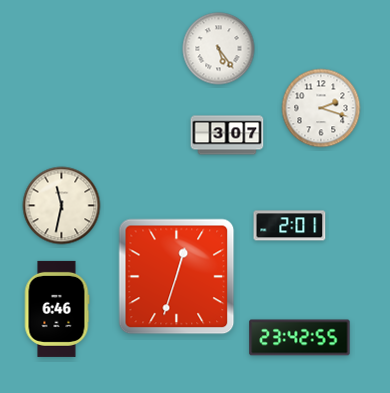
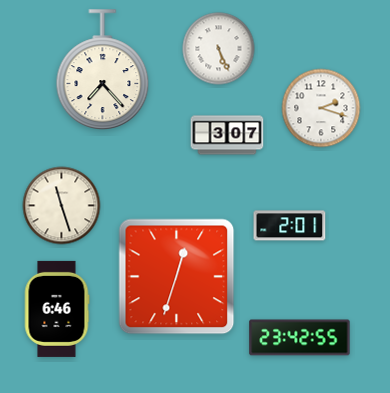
clock at (219, 49): 5:24 -> 5:26
clock at (103, 70): none -> 7:23
clock at (62, 206): 11:32 -> 11:27
